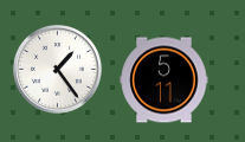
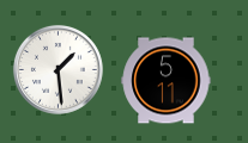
clock at (57, 69): 1:24 -> 1:29
